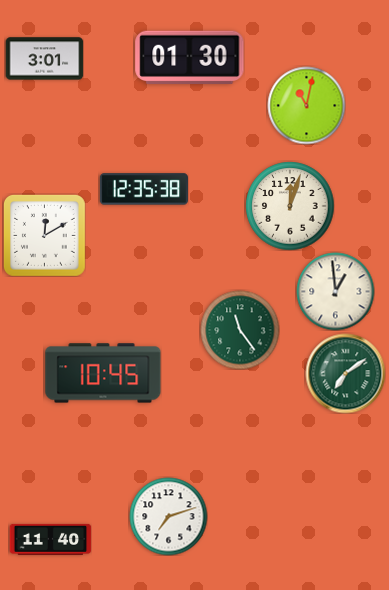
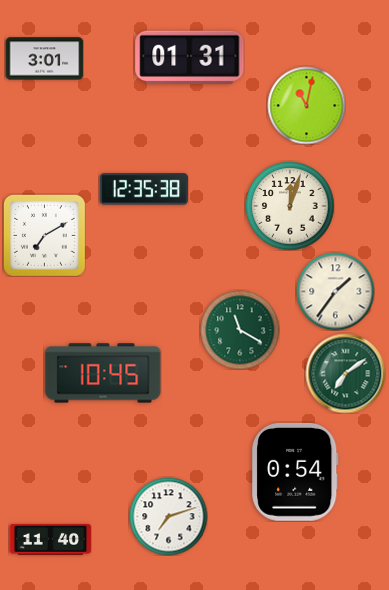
clock at (190, 57): 01:30 -> 01:31
clock at (45, 236): 12:10 -> 7:10
clock at (335, 291): 12:59 -> 1:36
clock at (240, 330): 11:24 -> 11:20
clock at (295, 472): none -> 0:54
